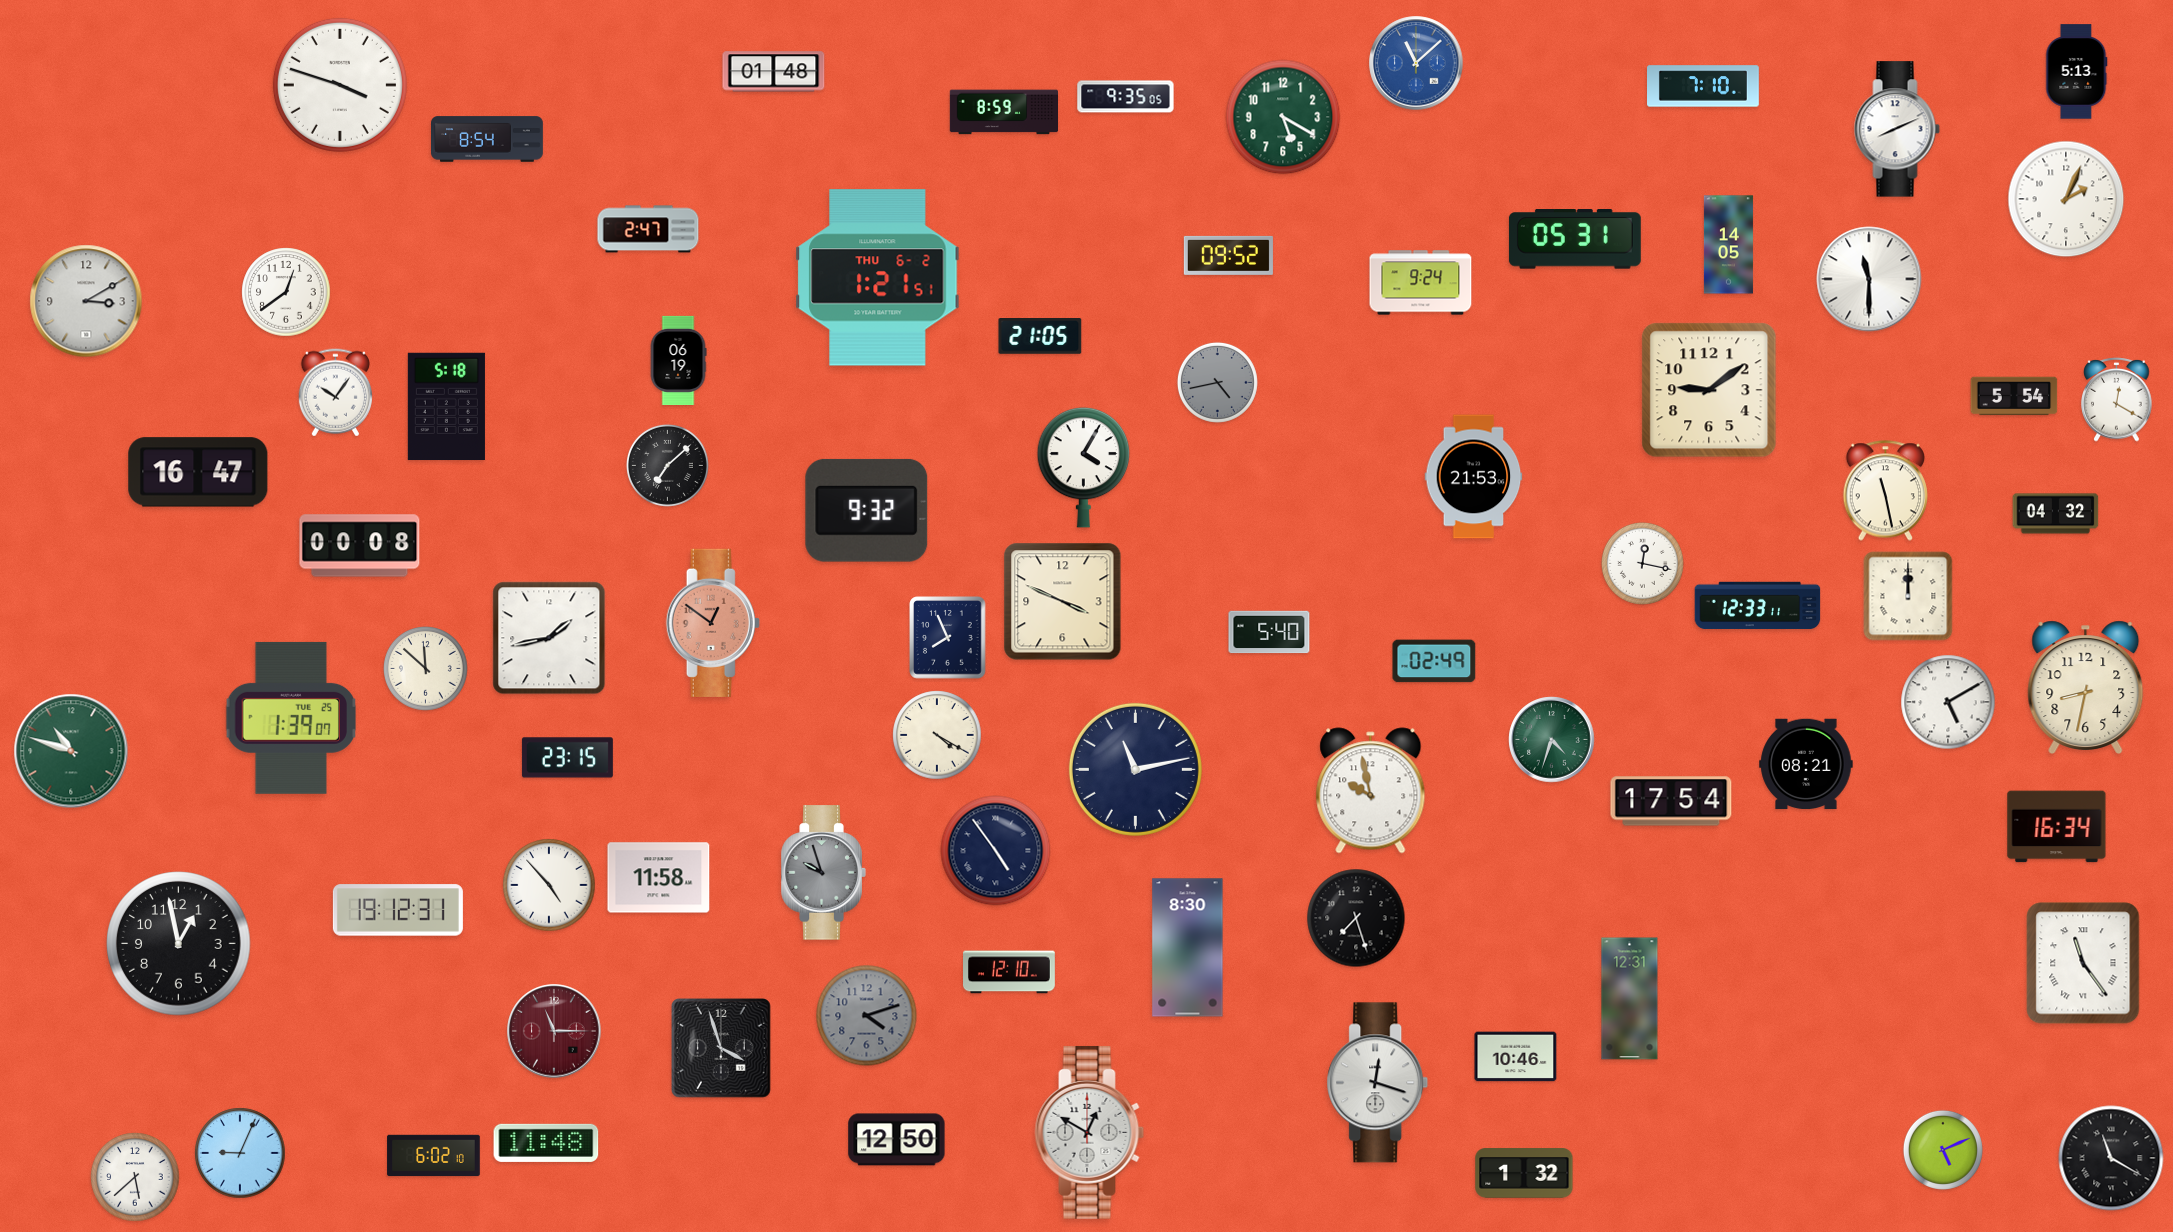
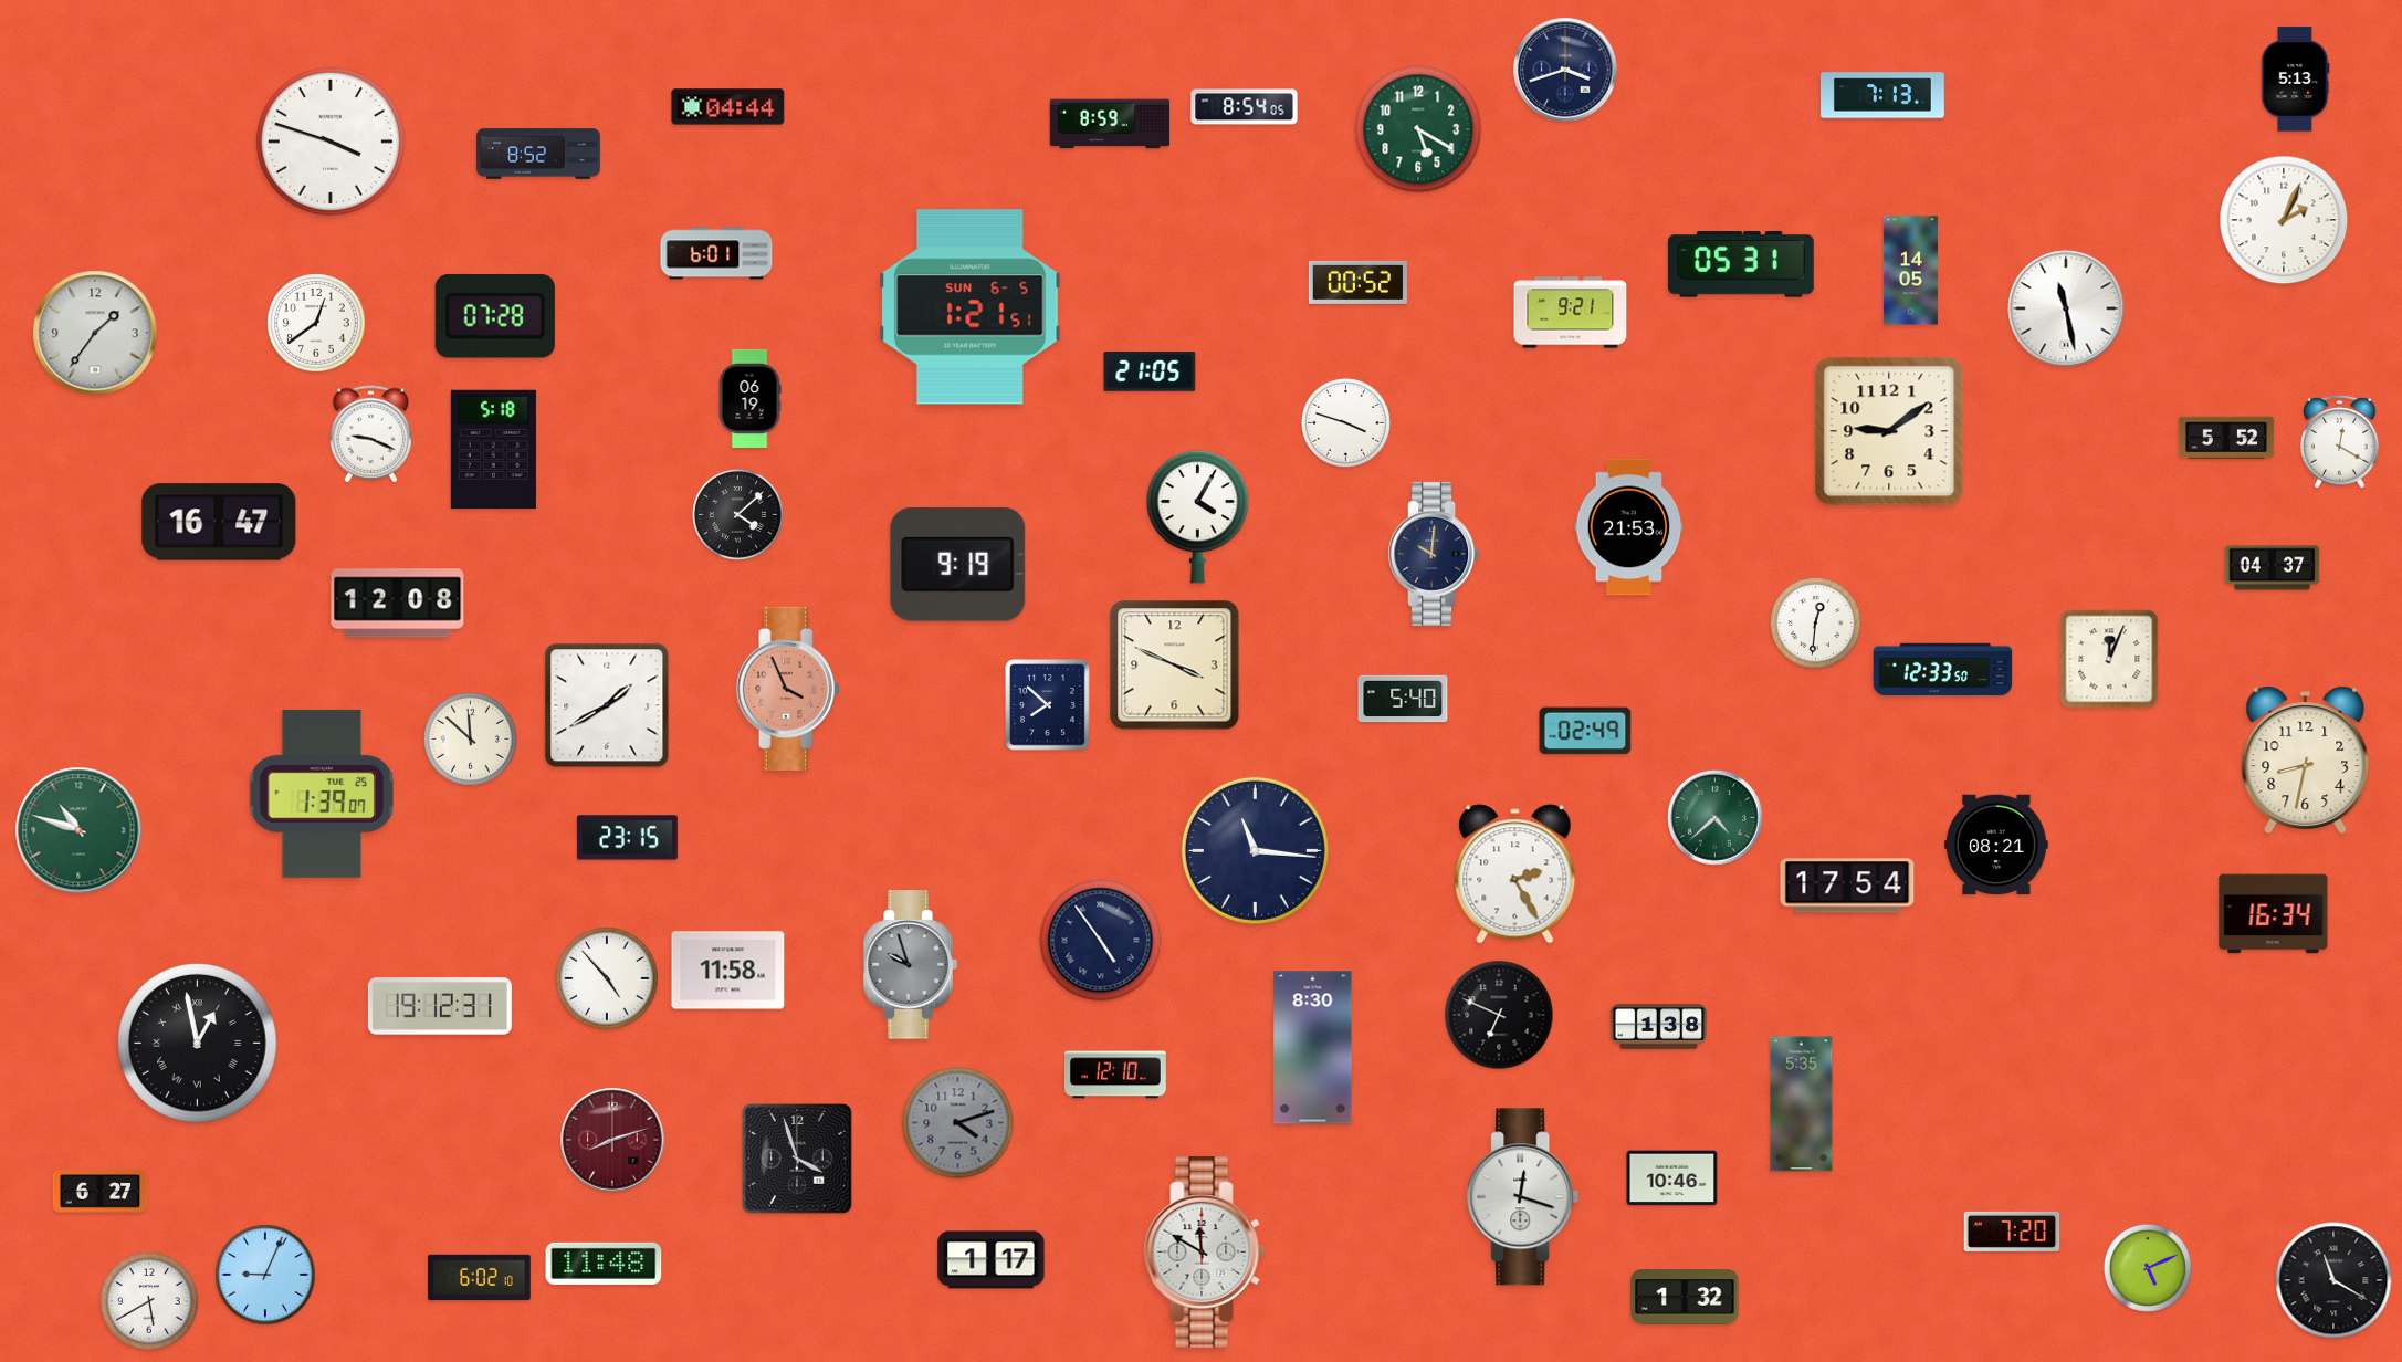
clock at (1416, 63): 11:08 -> 3:42
clock at (1416, 63) dial: blue -> navy
clock at (774, 72): 01:48 -> none
clock at (340, 85) position: (340, 85) -> (331, 142)
clock at (1704, 86): 7:10 -> 7:13
clock at (728, 107): none -> 04:44
clock at (1126, 97): 9:35 -> 8:54
clock at (1897, 129): 8:11 -> none
clock at (487, 139): 8:54 -> 8:52
clock at (648, 229): 2:47 -> 6:01
clock at (1228, 255): 09:52 -> 00:52
clock at (878, 278) date: THU 6-2 -> SUN 6-5
clock at (1869, 279): 11:30 -> 11:28
clock at (1421, 283): 9:24 -> 9:21
clock at (495, 317): none -> 07:28
clock at (86, 301): 3:10 -> 1:36
clock at (1217, 382): 4:43 -> 3:48
clock at (1217, 382) dial: grey -> white
clock at (335, 393): 10:06 -> 9:19
clock at (2014, 396): 5:54 -> 5:52
clock at (667, 465): 7:08 -> 4:08
clock at (1885, 491): 11:28 -> none
clock at (1434, 554): none -> 10:01
clock at (867, 510): 9:32 -> 9:19
clock at (2056, 514): 04:32 -> 04:37
clock at (360, 546): 00:08 -> 12:08
clock at (1642, 563): 12:17 -> 12:31
clock at (1908, 596): 12:00 -> 12:04
clock at (1758, 606): 12:33:11 -> 12:33:50
clock at (713, 623): 12:51 -> 3:56
clock at (549, 638): 1:43 -> 1:40
clock at (948, 638): 7:56 -> 7:52
clock at (1948, 702): 5:10 -> none
clock at (937, 735): 4:20 -> none
clock at (1552, 740): 4:33 -> 4:38
clock at (1135, 769): 11:13 -> 11:16
clock at (1371, 791): 9:58 -> 2:25
clock at (1356, 918): 7:27 -> 6:49
clock at (1659, 1027): none -> 1:38
clock at (179, 944) numerals: Arabic -> Roman
clock at (2083, 963): 11:24 -> none
clock at (1630, 999): 12:31 -> 5:35
clock at (554, 1031): 11:15 -> 8:12
clock at (1516, 1057) position: (1516, 1057) -> (1672, 1178)
clock at (101, 1192): none -> 6:27
clock at (2012, 1232): none -> 7:20
clock at (1090, 1132): 12:50 -> 11:50
clock at (897, 1140): 12:50 -> 1:17
clock at (1943, 1150) position: (1943, 1150) -> (2148, 1268)
clock at (135, 1177): 5:38 -> 5:40
